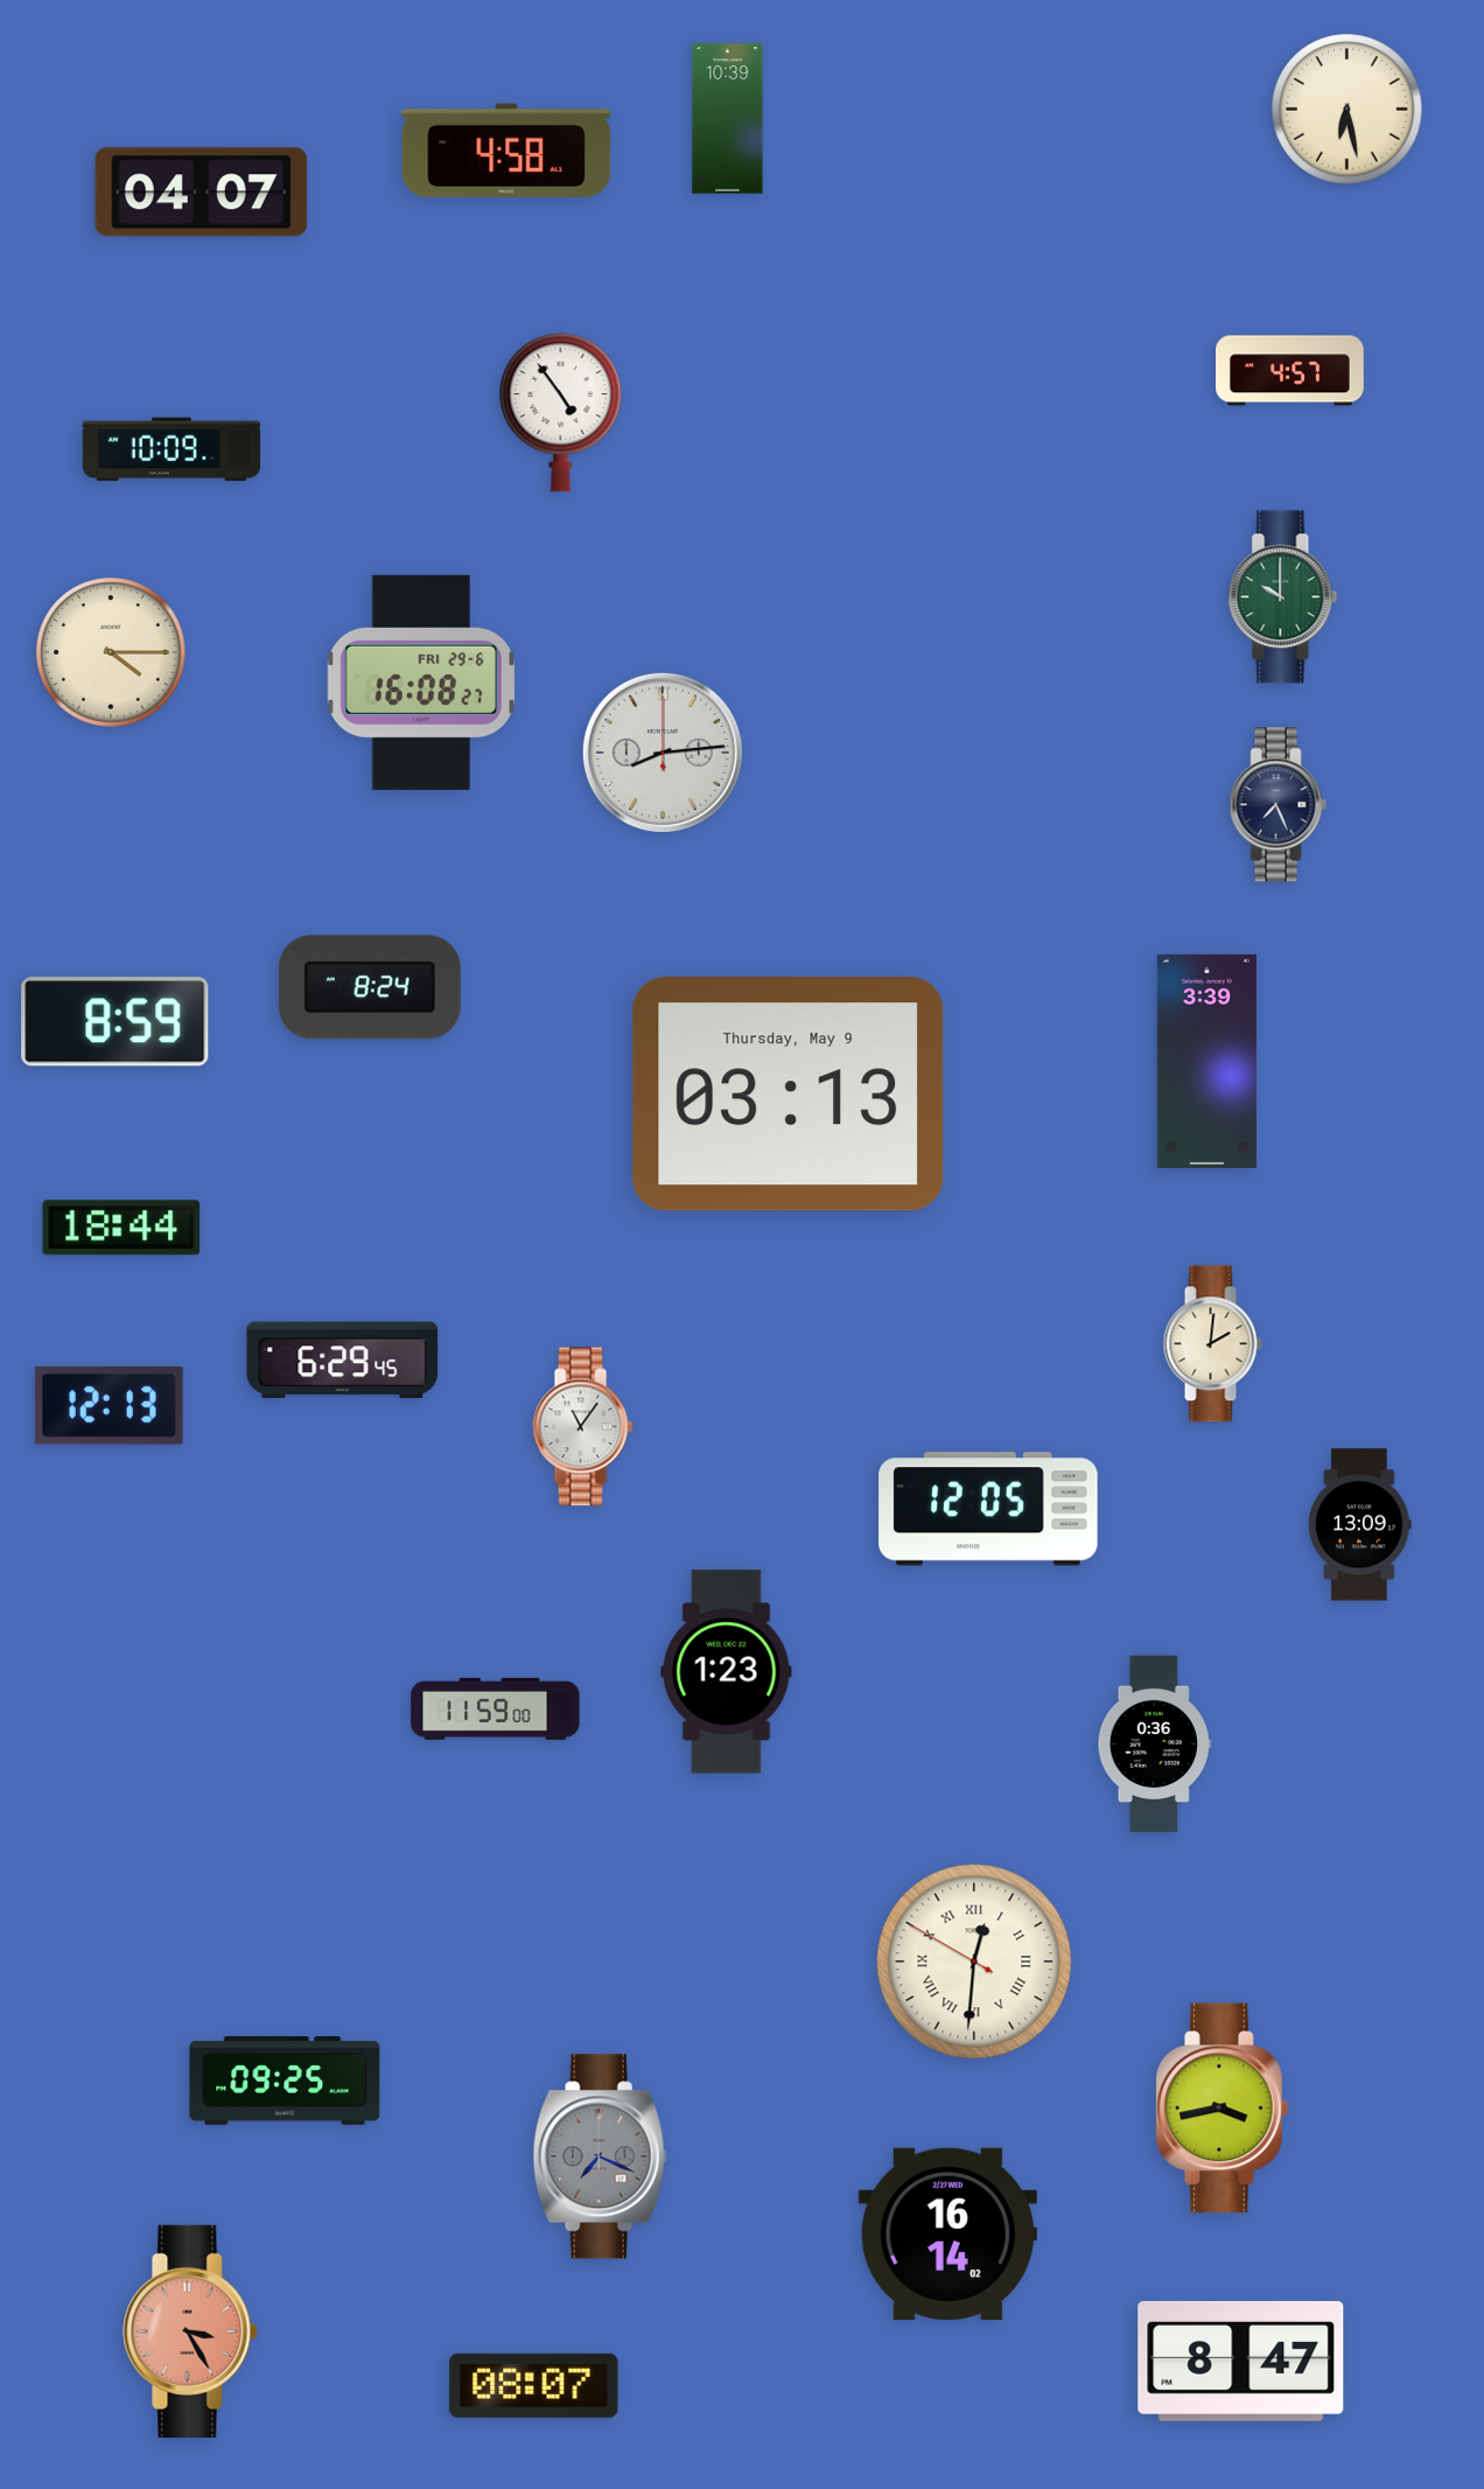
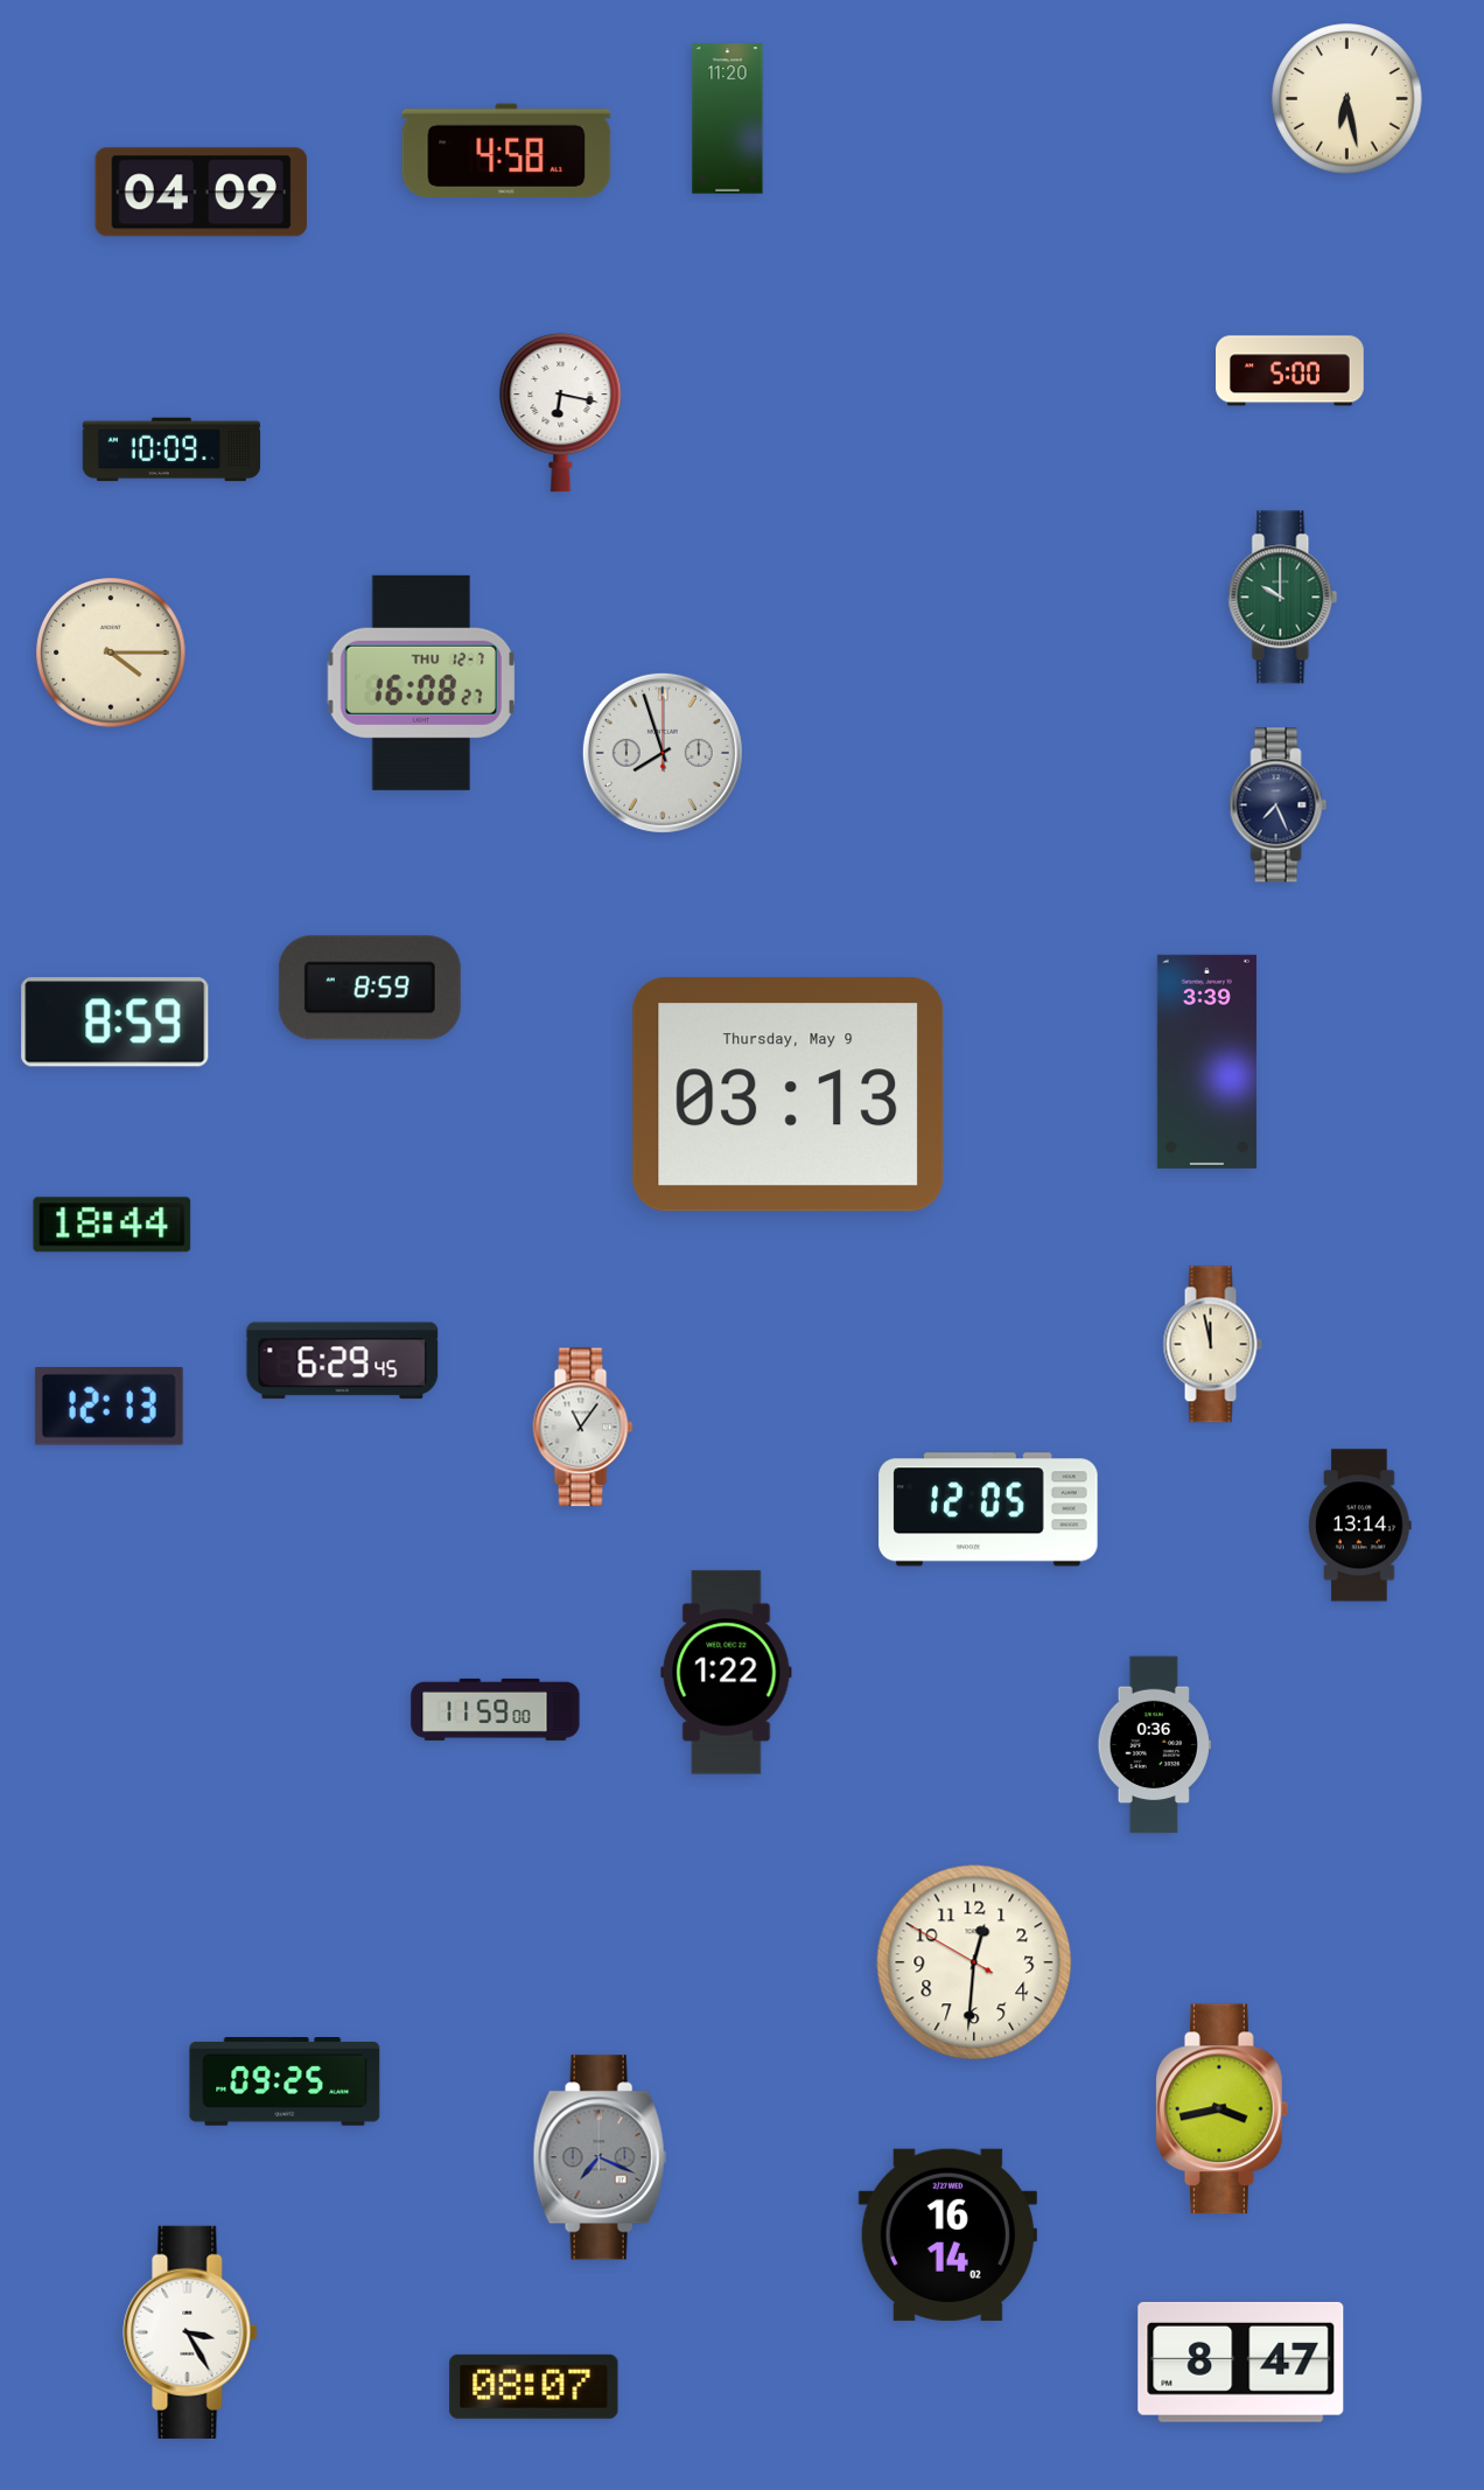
clock at (1347, 110) position: (1347, 110) -> (1347, 99)
clock at (728, 119): 10:39 -> 11:20
clock at (201, 193): 04:07 -> 04:09
clock at (1290, 371): 4:57 -> 5:00
clock at (561, 413): 4:54 -> 6:17
clock at (421, 683) date: FRI 29-6 -> THU 12-7
clock at (663, 753): 8:14 -> 7:57
clock at (370, 987): 8:24 -> 8:59
clock at (121, 1228) position: (121, 1228) -> (112, 1225)
clock at (1212, 1344): 2:01 -> 11:58
clock at (1360, 1525): 13:09 -> 13:14
clock at (727, 1672): 1:23 -> 1:22
clock at (974, 1962) numerals: Roman -> Arabic
clock at (190, 2331) dial: salmon -> white
